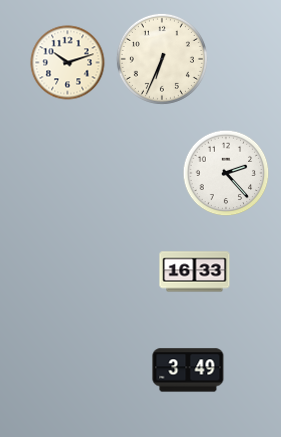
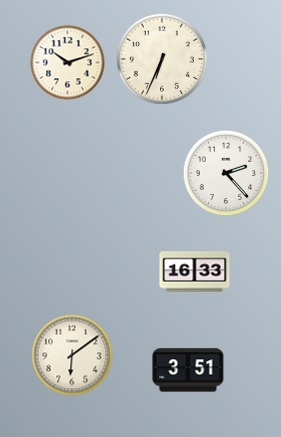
clock at (72, 355): none -> 6:09
clock at (188, 370): 3:49 -> 3:51
